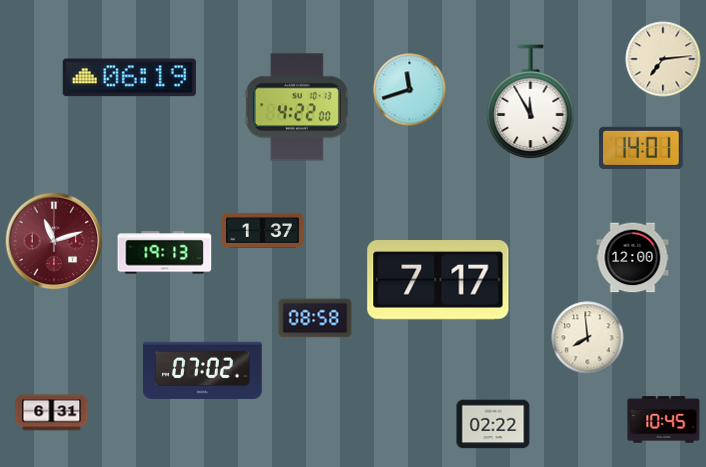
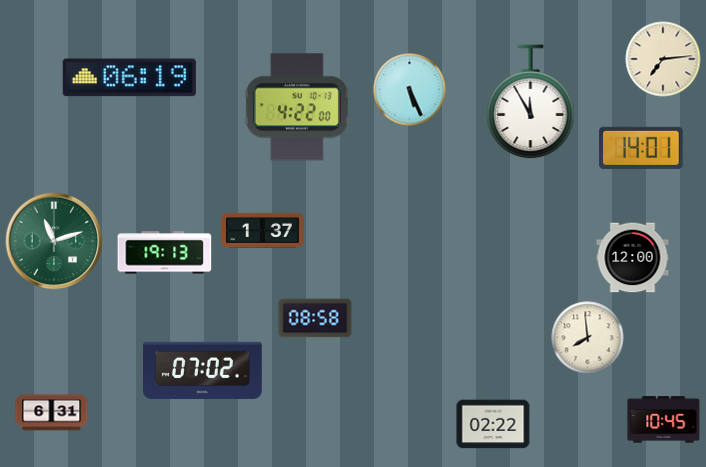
clock at (410, 90): 11:42 -> 5:26
clock at (54, 241) dial: burgundy -> green
clock at (438, 280): 7:17 -> none
